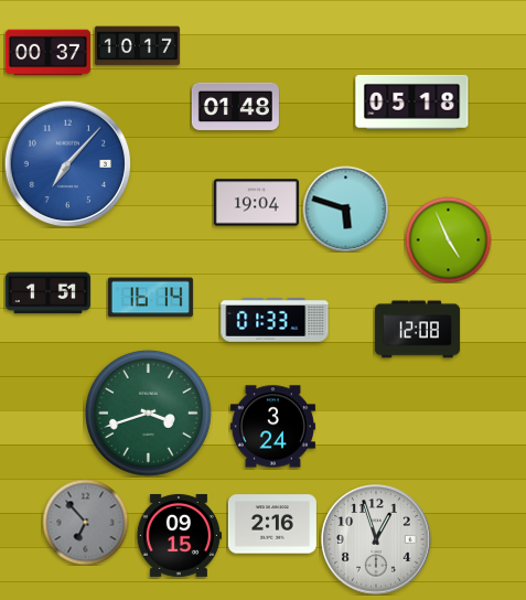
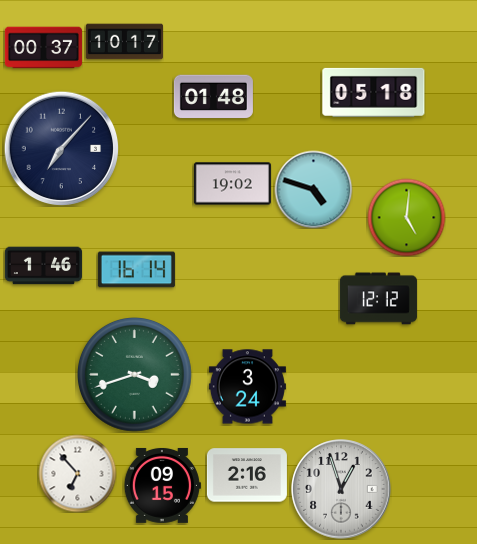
clock at (67, 163) dial: blue -> navy
clock at (256, 203): 19:04 -> 19:02
clock at (345, 208): 5:48 -> 4:48
clock at (448, 239): 4:56 -> 5:01
clock at (47, 293): 1:51 -> 1:46
clock at (275, 321): 01:33 -> none
clock at (417, 330): 12:08 -> 12:12
clock at (85, 522) dial: grey -> white
